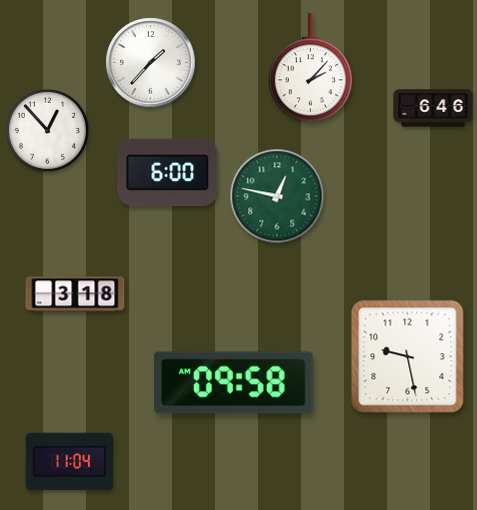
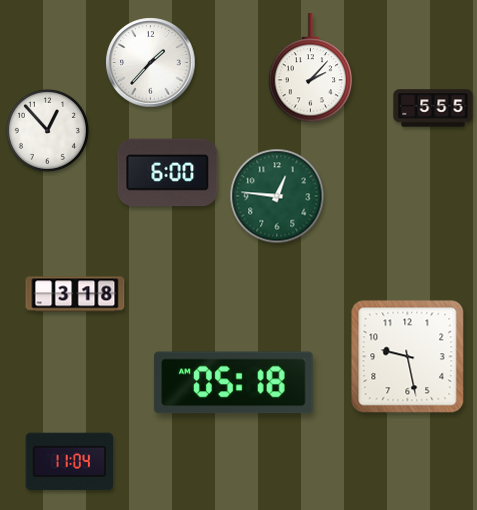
clock at (433, 108): 6:46 -> 5:55
clock at (277, 196): 12:47 -> 12:46
clock at (234, 383): 09:58 -> 05:18
